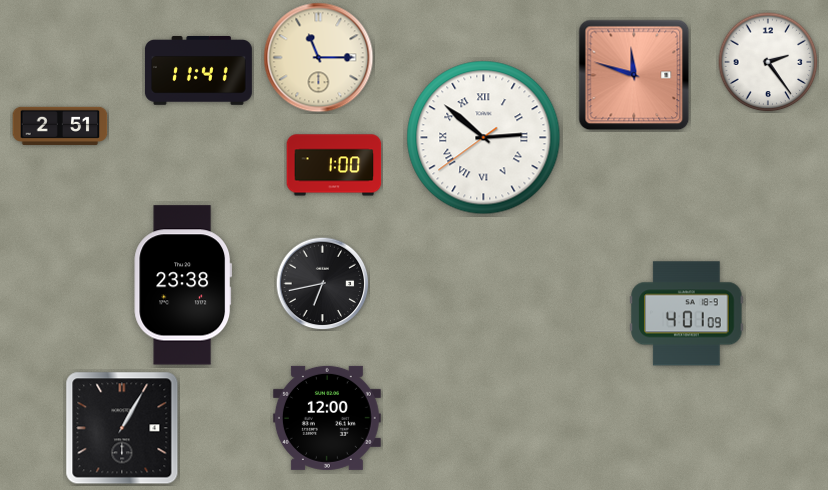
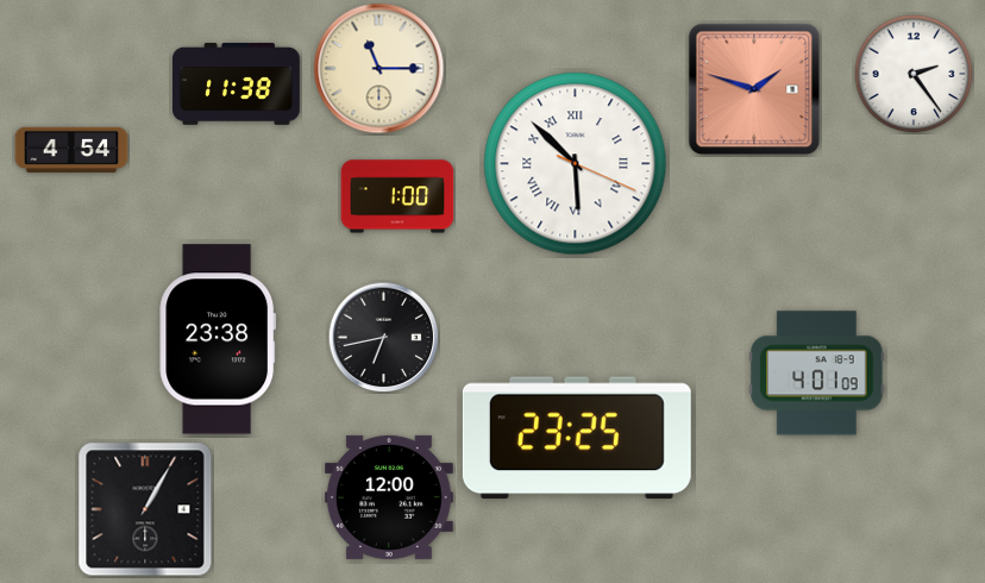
clock at (198, 71): 11:41 -> 11:38
clock at (634, 75): 11:48 -> 1:48
clock at (60, 126): 2:51 -> 4:54
clock at (484, 138): 2:51 -> 5:52
clock at (577, 438): none -> 23:25
